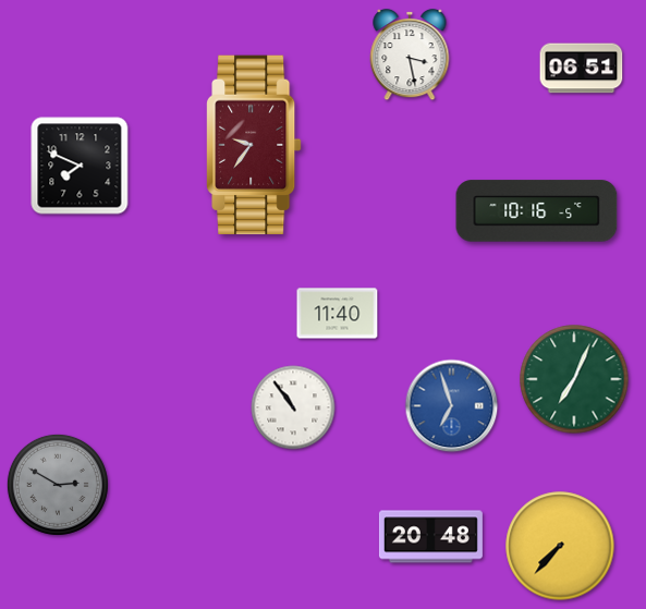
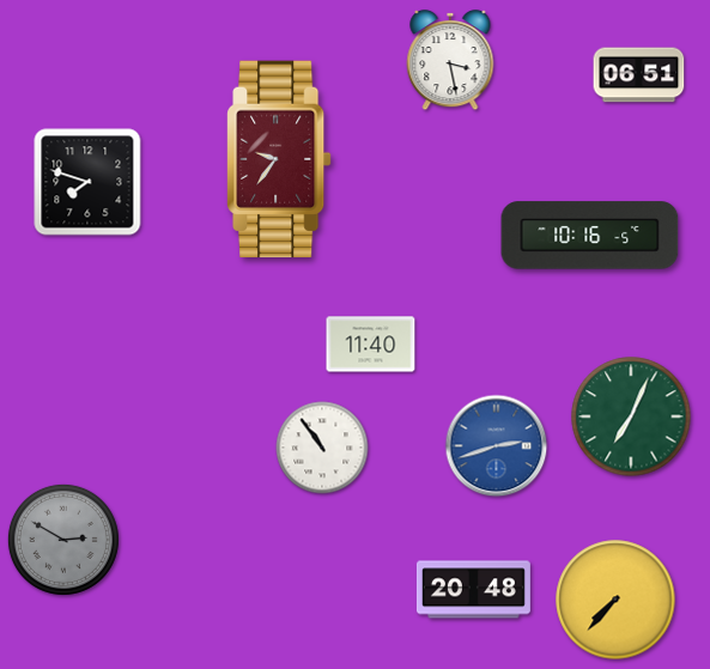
clock at (80, 166): 7:49 -> 7:48
clock at (537, 211) position: (537, 211) -> (590, 236)
clock at (452, 406): 6:57 -> 2:42
clock at (58, 485) position: (58, 485) -> (63, 540)
